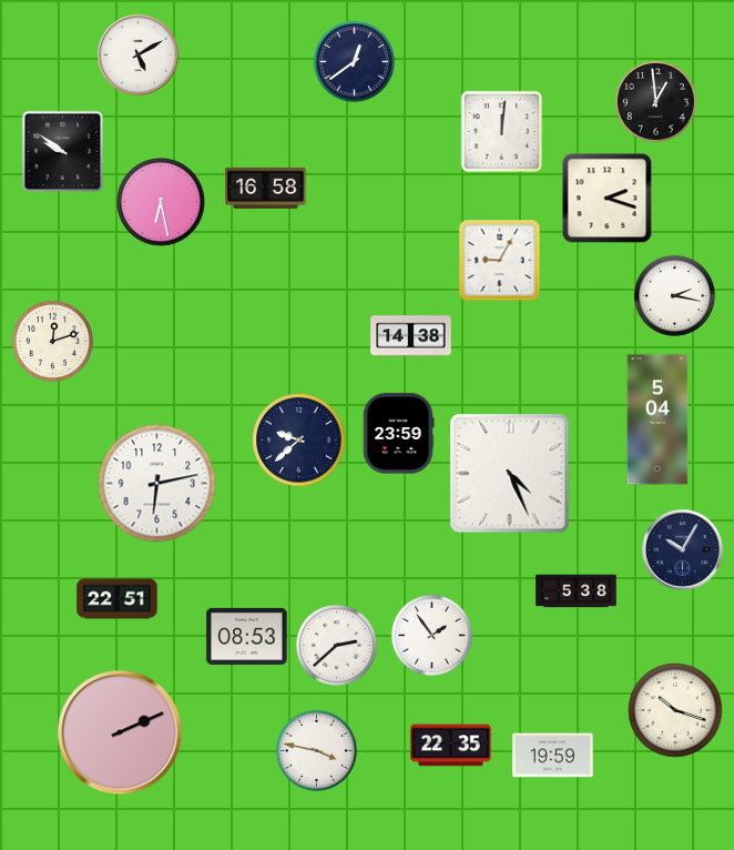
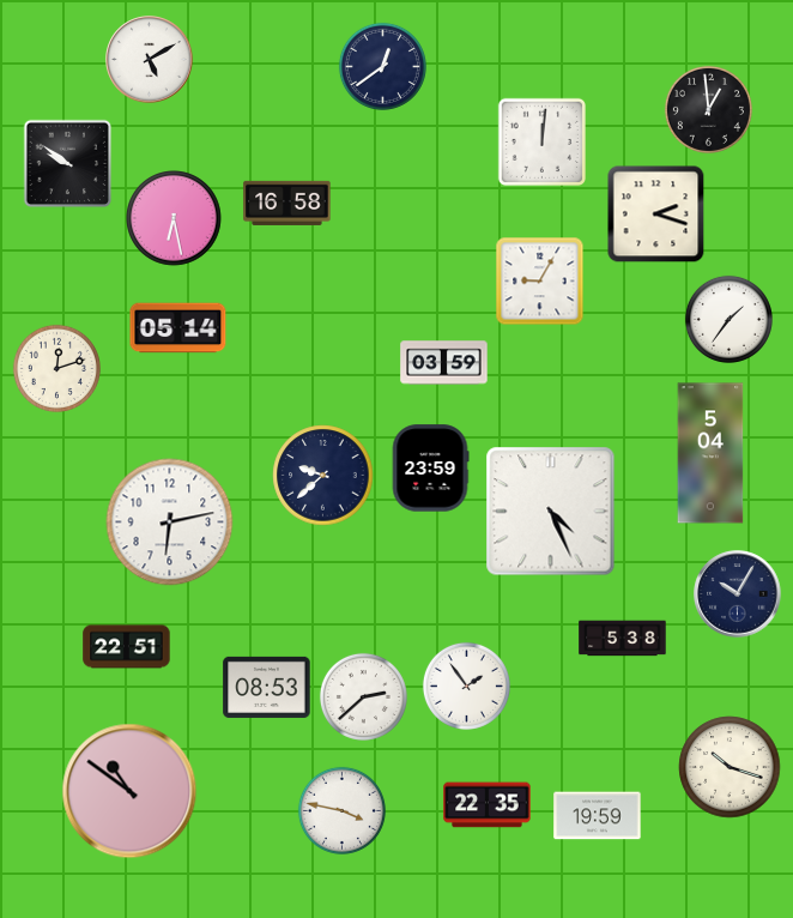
clock at (674, 295): 2:17 -> 1:36
clock at (178, 328): none -> 05:14
clock at (411, 336): 14:38 -> 03:59
clock at (120, 732): 2:11 -> 10:51
